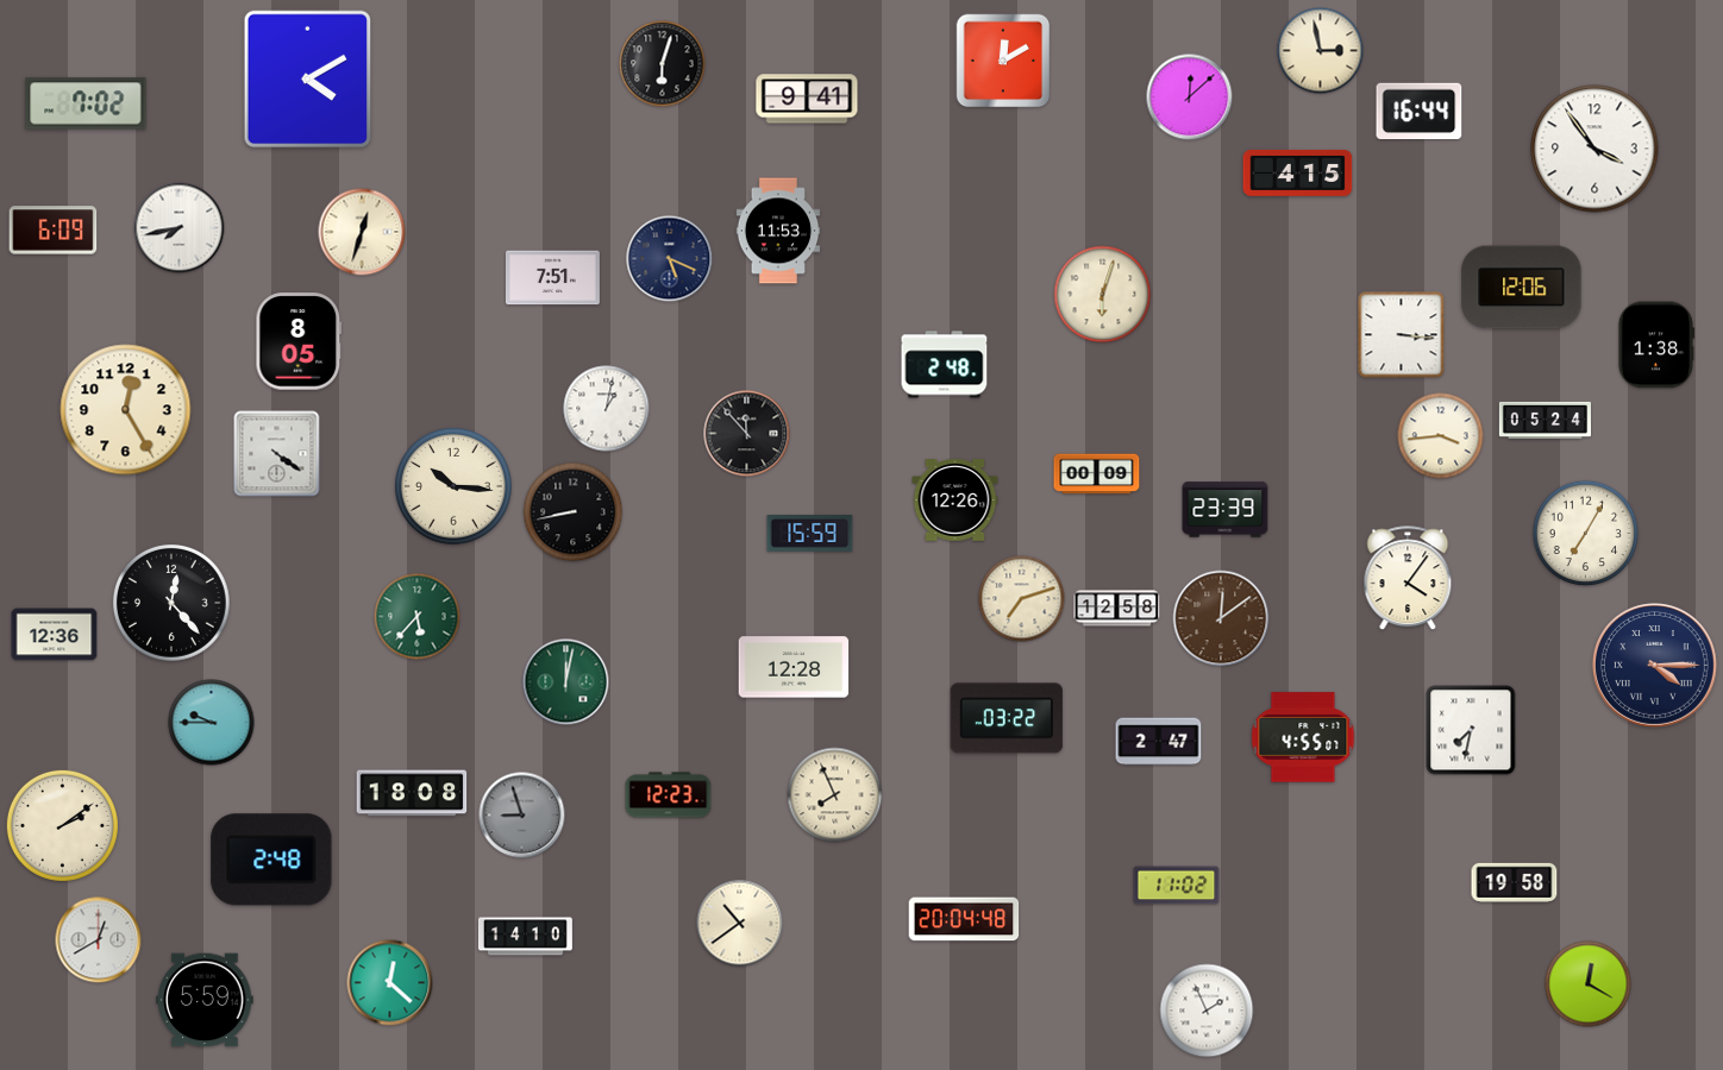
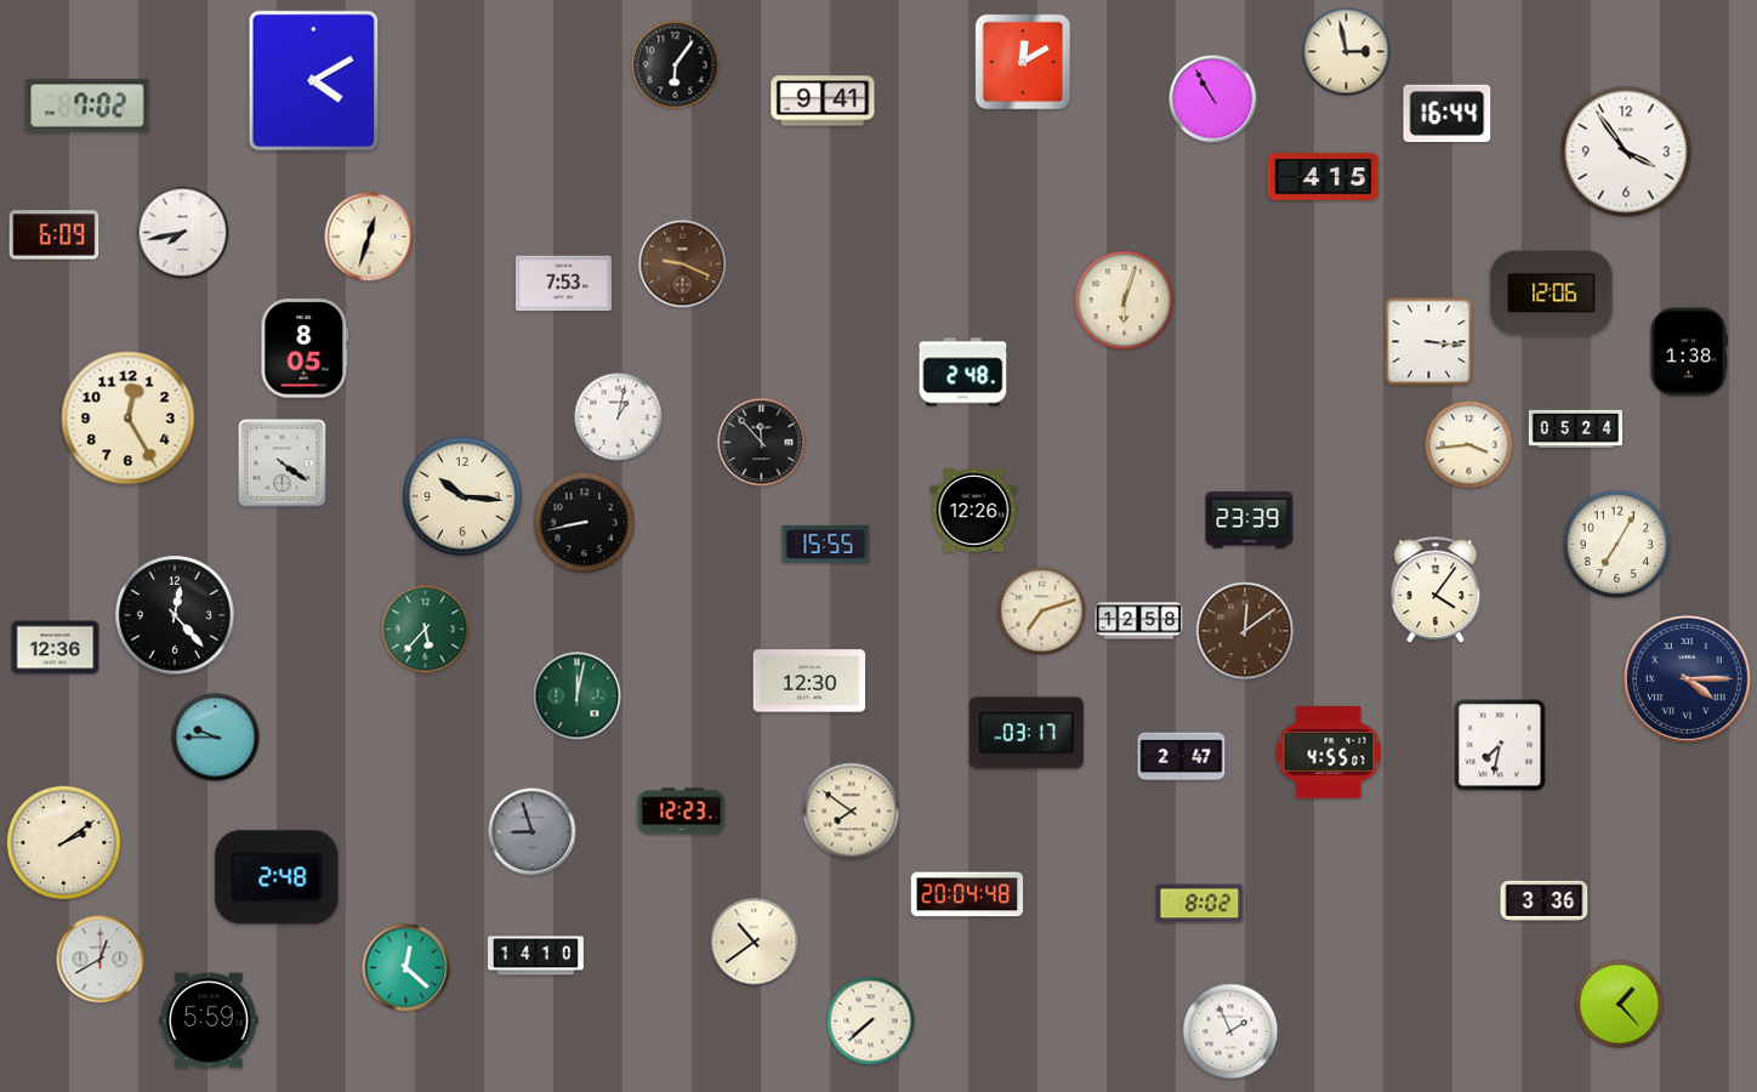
clock at (663, 64): 6:03 -> 6:06
clock at (1190, 97): 12:08 -> 10:55
clock at (778, 231): 11:53 -> none
clock at (670, 259): 5:19 -> 9:19
clock at (670, 259) dial: navy -> brown
clock at (552, 278): 7:51 -> 7:53
clock at (1097, 474): 00:09 -> none
clock at (810, 534): 15:59 -> 15:55
clock at (794, 667): 12:28 -> 12:30
clock at (1007, 718): 03:22 -> 03:17
clock at (412, 793): 18:08 -> none
clock at (835, 795): 7:56 -> 7:51
clock at (1515, 882): 19:58 -> 3:36
clock at (1177, 886): 11:02 -> 8:02
clock at (964, 919) position: (964, 919) -> (967, 894)
clock at (390, 983) position: (390, 983) -> (406, 968)
clock at (1589, 984): 12:20 -> 1:23
clock at (871, 1022): none -> 7:38
